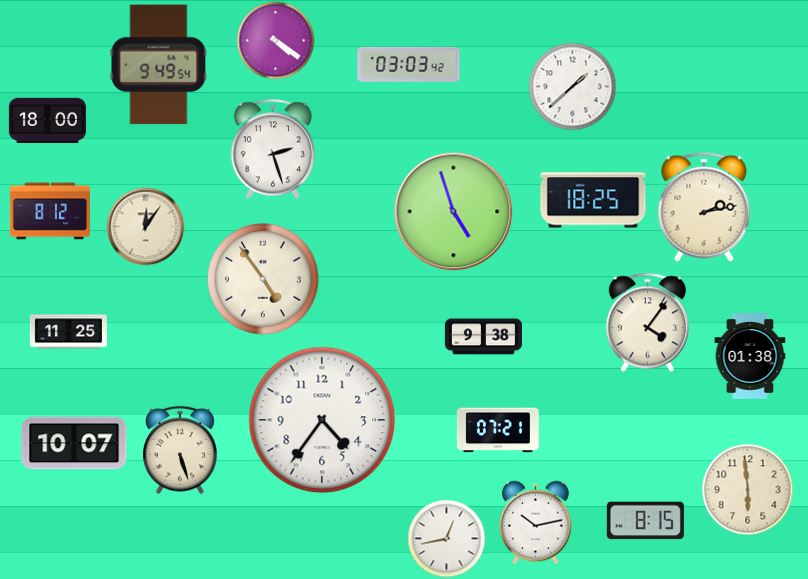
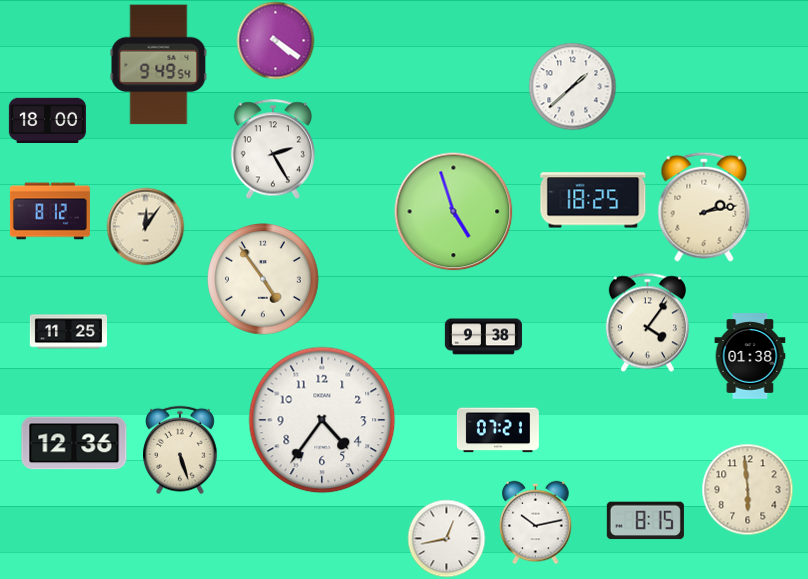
clock at (409, 64): 03:03 -> none
clock at (273, 149): 2:27 -> 2:25
clock at (74, 443): 10:07 -> 12:36
